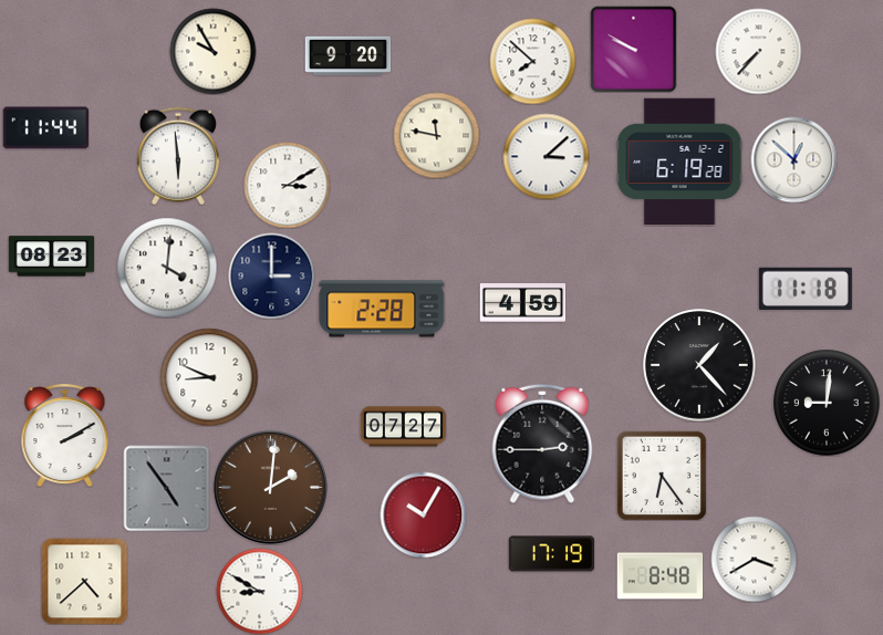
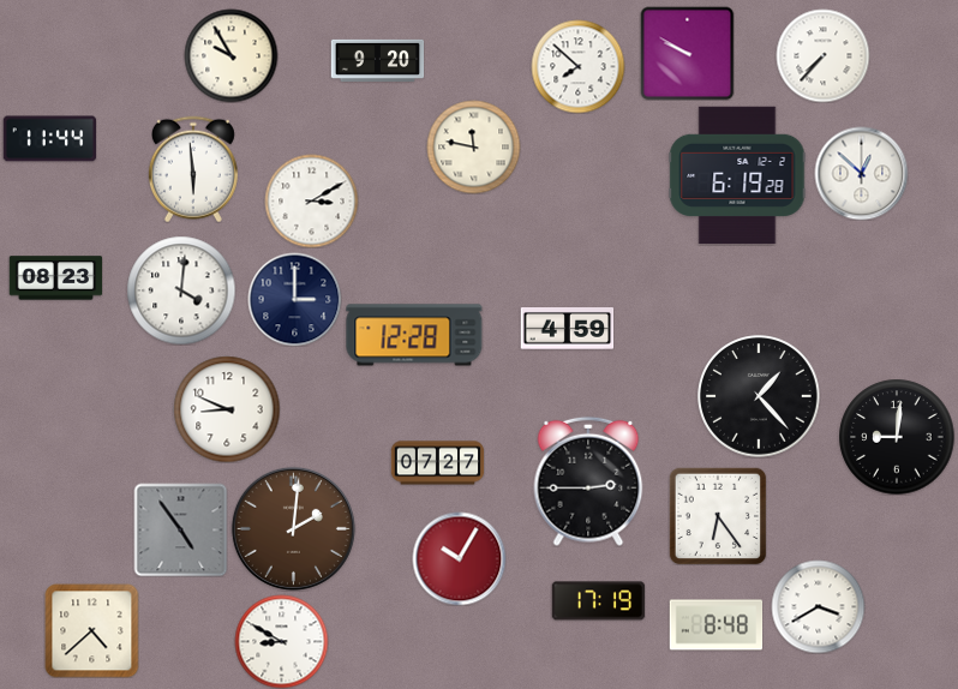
clock at (546, 156): 3:08 -> none
clock at (806, 289): 11:18 -> none
clock at (382, 309): 2:28 -> 12:28
clock at (65, 435): 2:10 -> none
